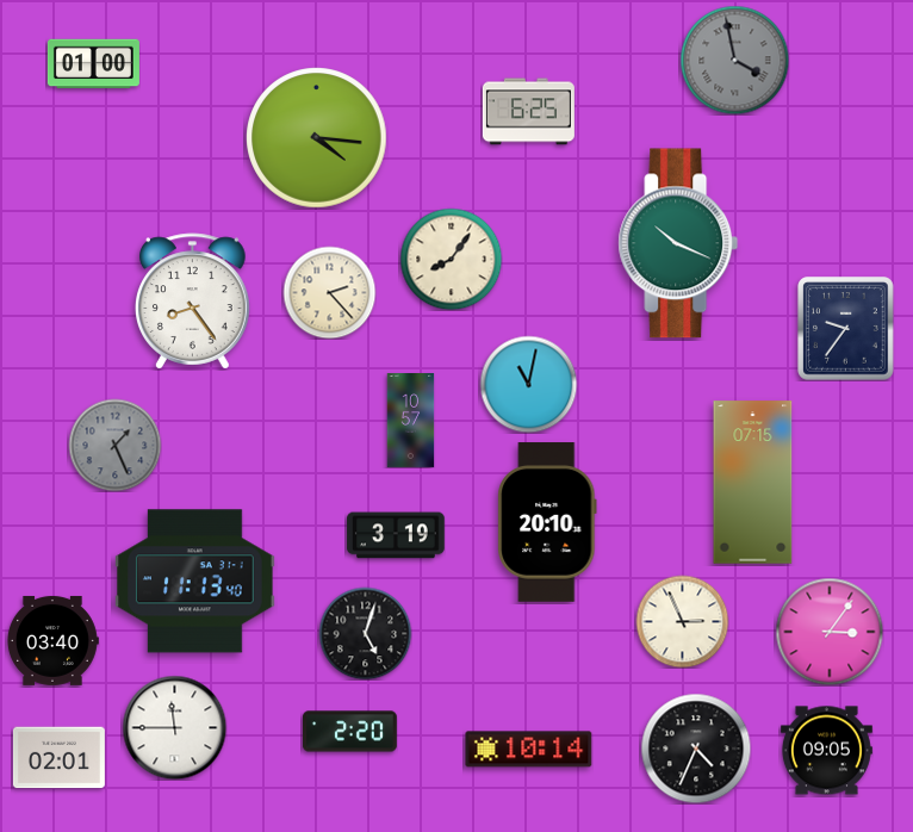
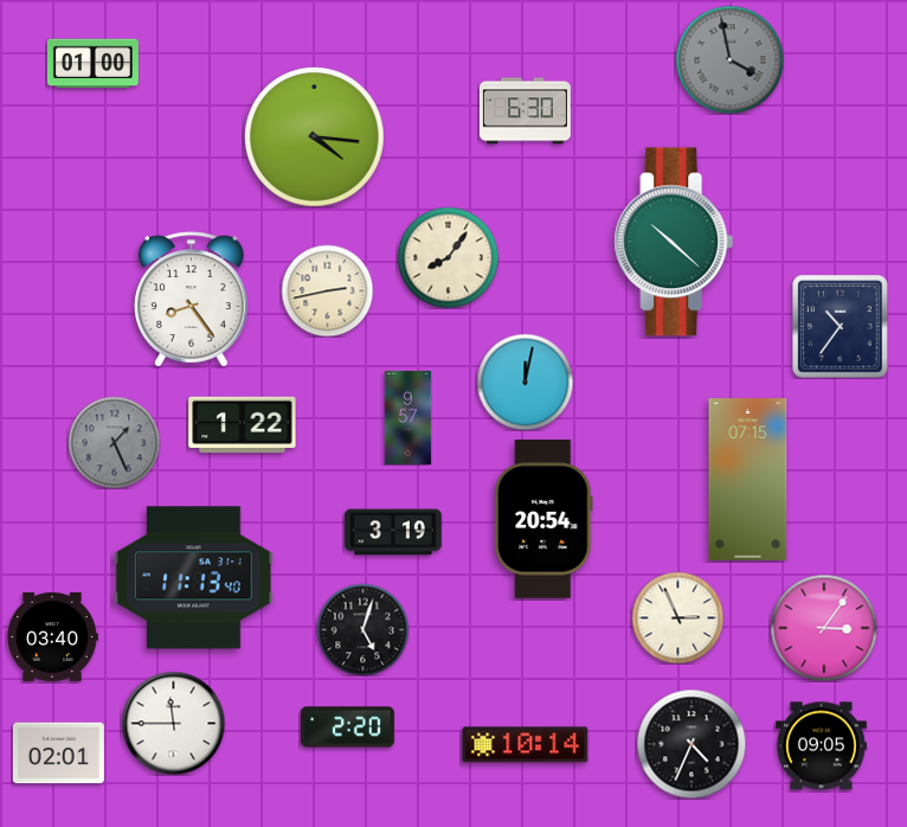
clock at (528, 112): 6:25 -> 6:30
clock at (678, 243): 10:19 -> 10:22
clock at (329, 292): 2:23 -> 2:43
clock at (846, 329): 9:36 -> 10:36
clock at (528, 384): 11:02 -> 12:02
clock at (411, 421): 10:57 -> 9:57
clock at (243, 425): none -> 1:22
clock at (547, 522): 20:10 -> 20:54
